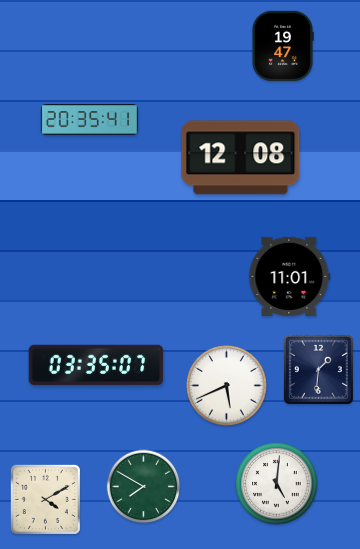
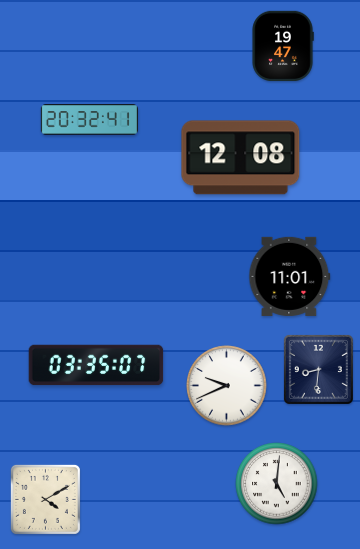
clock at (89, 120): 20:35 -> 20:32
clock at (318, 369): 1:31 -> 8:31
clock at (227, 386): 5:41 -> 9:41
clock at (144, 487): 7:50 -> none
